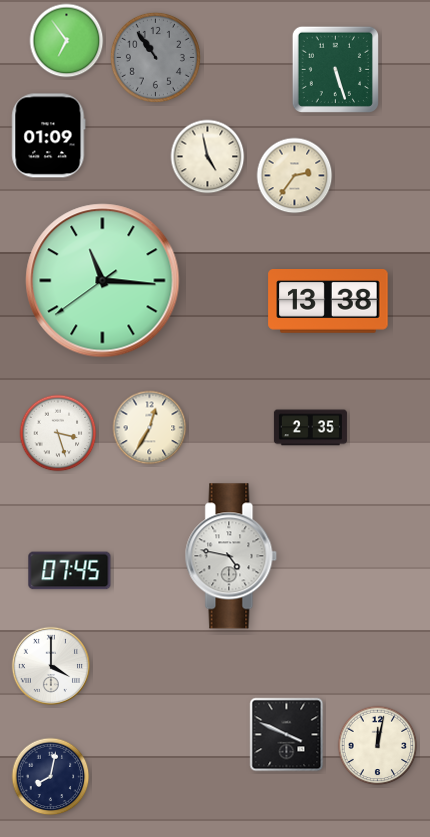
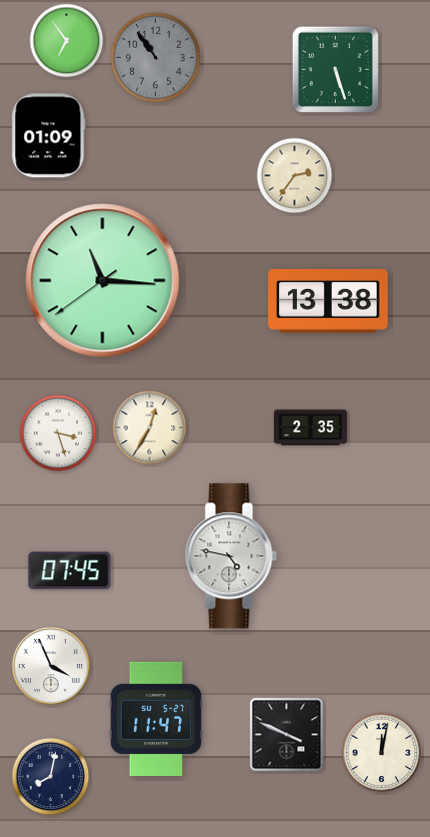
clock at (208, 157): 4:58 -> none
clock at (50, 665): 4:00 -> 3:56
clock at (156, 719): none -> 11:47
clock at (378, 746) position: (378, 746) -> (382, 753)
